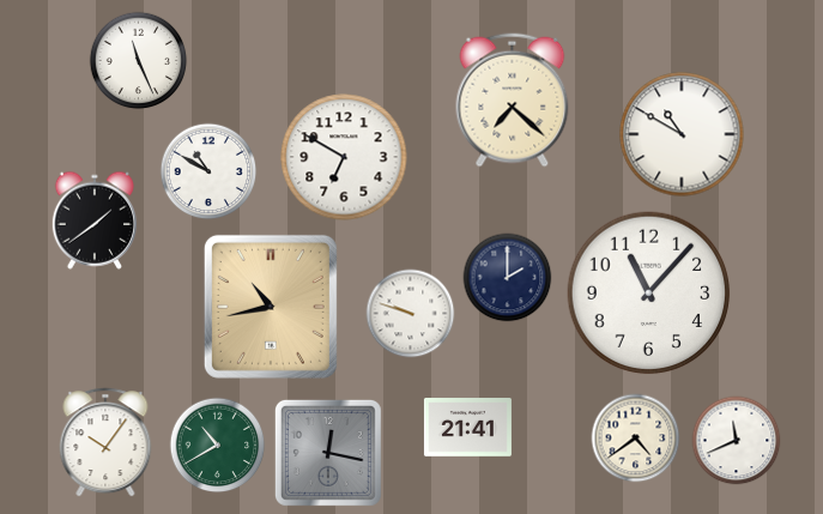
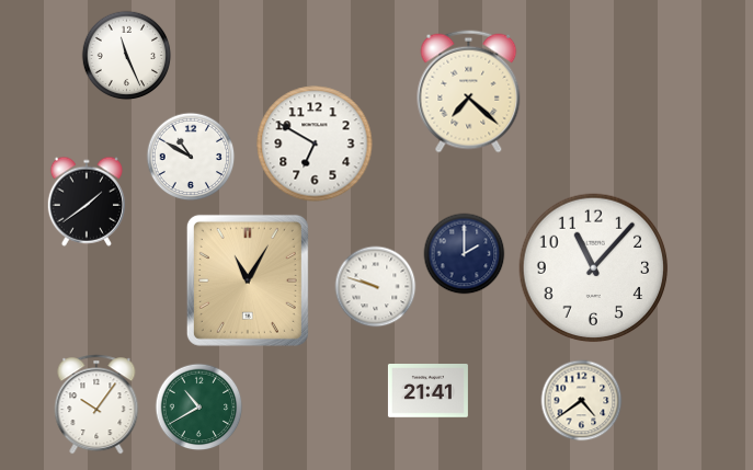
clock at (682, 134): 10:50 -> none
clock at (271, 307): 10:43 -> 11:05
clock at (737, 441): 11:41 -> none
clock at (328, 453): 12:17 -> none
